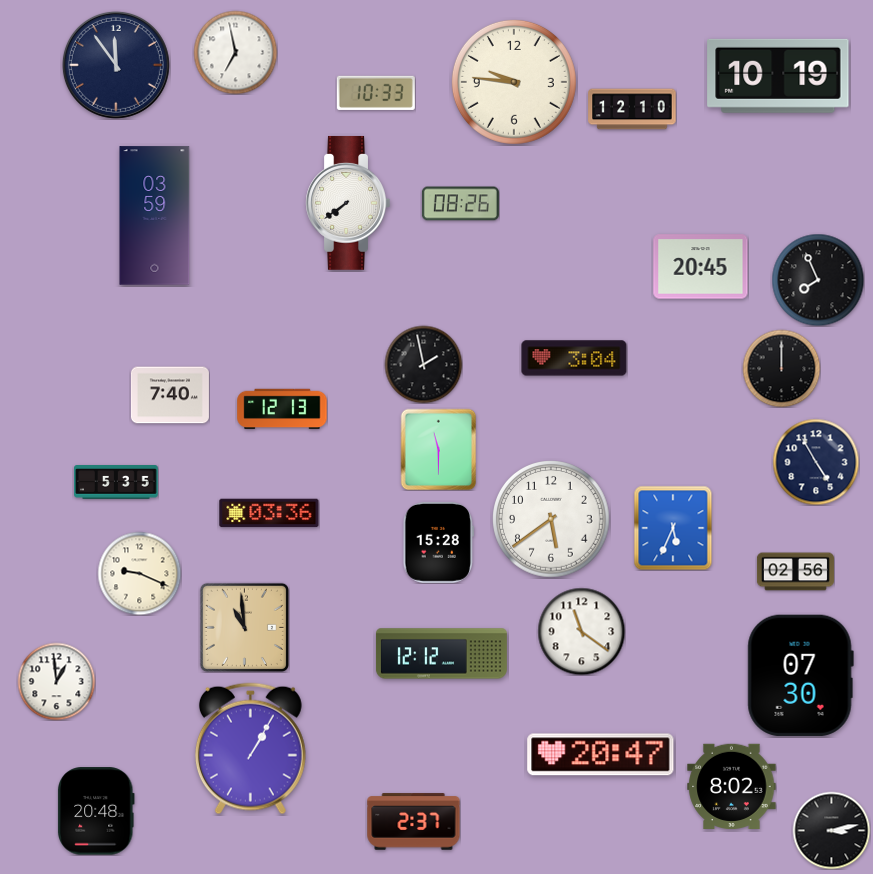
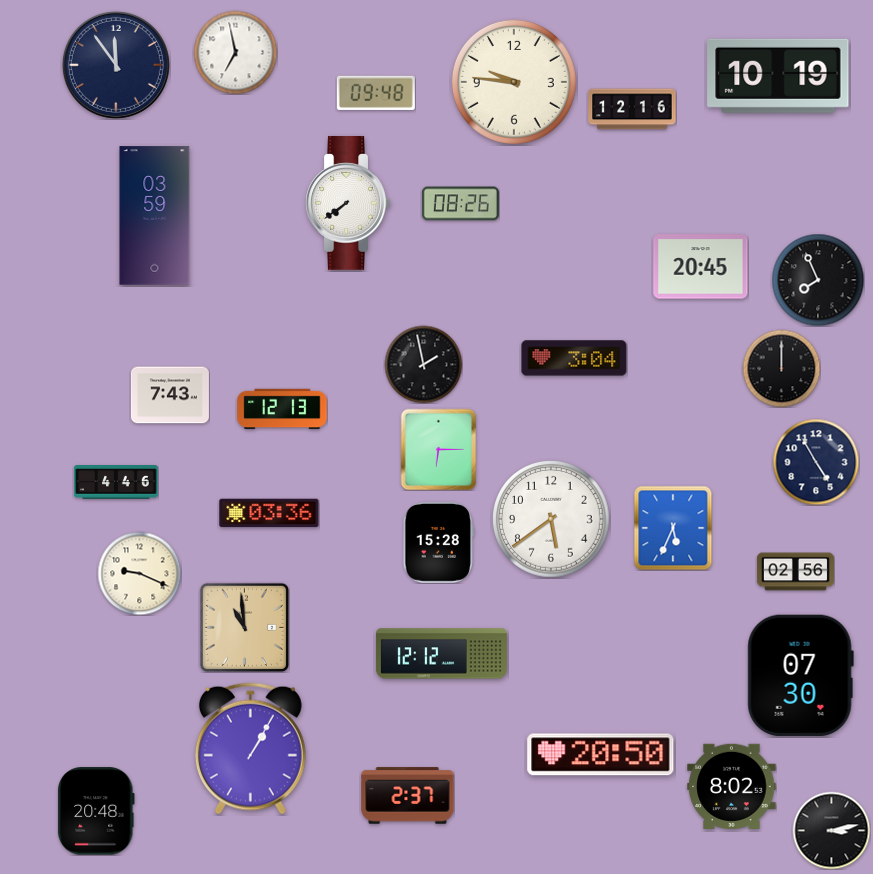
clock at (376, 93): 10:33 -> 09:48
clock at (632, 109): 12:10 -> 12:16
clock at (170, 395): 7:40 -> 7:43
clock at (439, 449): 11:30 -> 6:15
clock at (116, 483): 5:35 -> 4:46
clock at (581, 631): 11:21 -> none
clock at (56, 681): 12:59 -> none
clock at (601, 755): 20:47 -> 20:50
clock at (414, 822) position: (414, 822) -> (408, 796)
